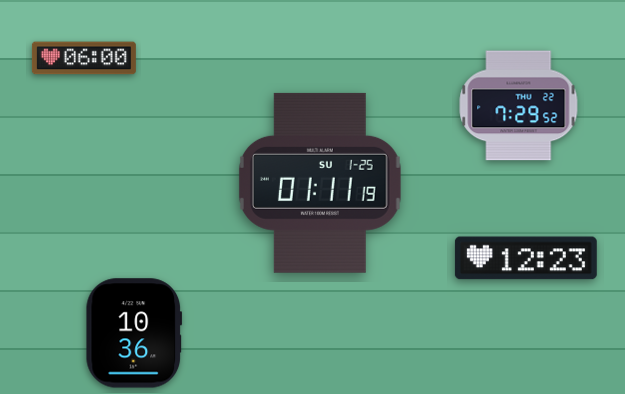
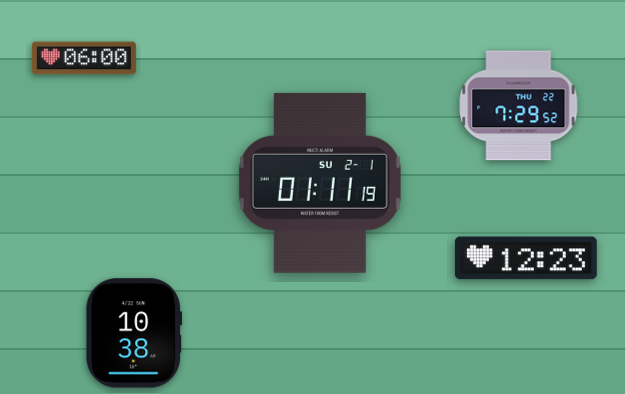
clock at (320, 183) date: SU 1-25 -> SU 2-1
clock at (134, 333): 10:36 -> 10:38
